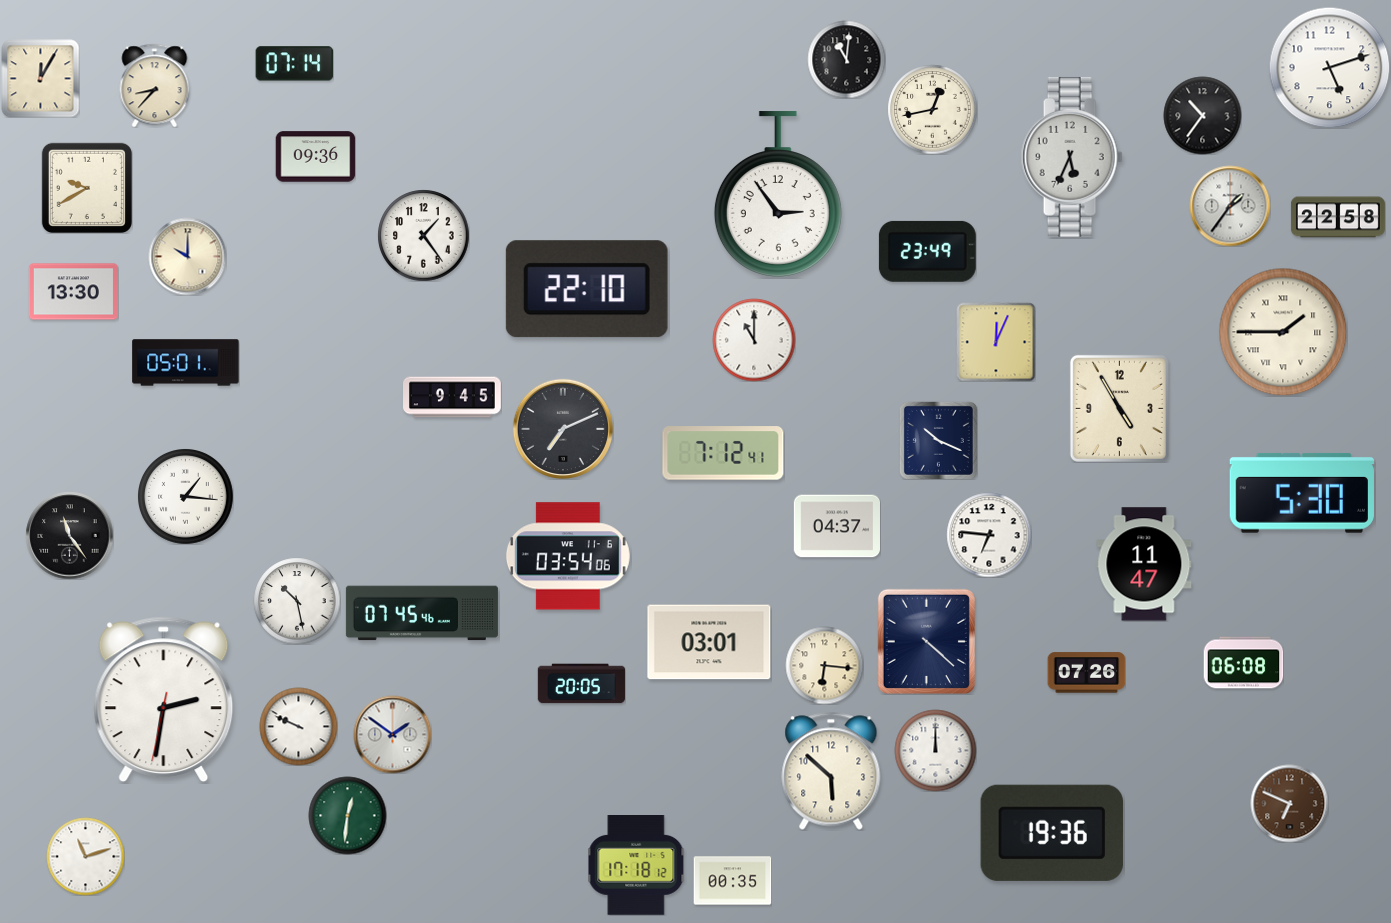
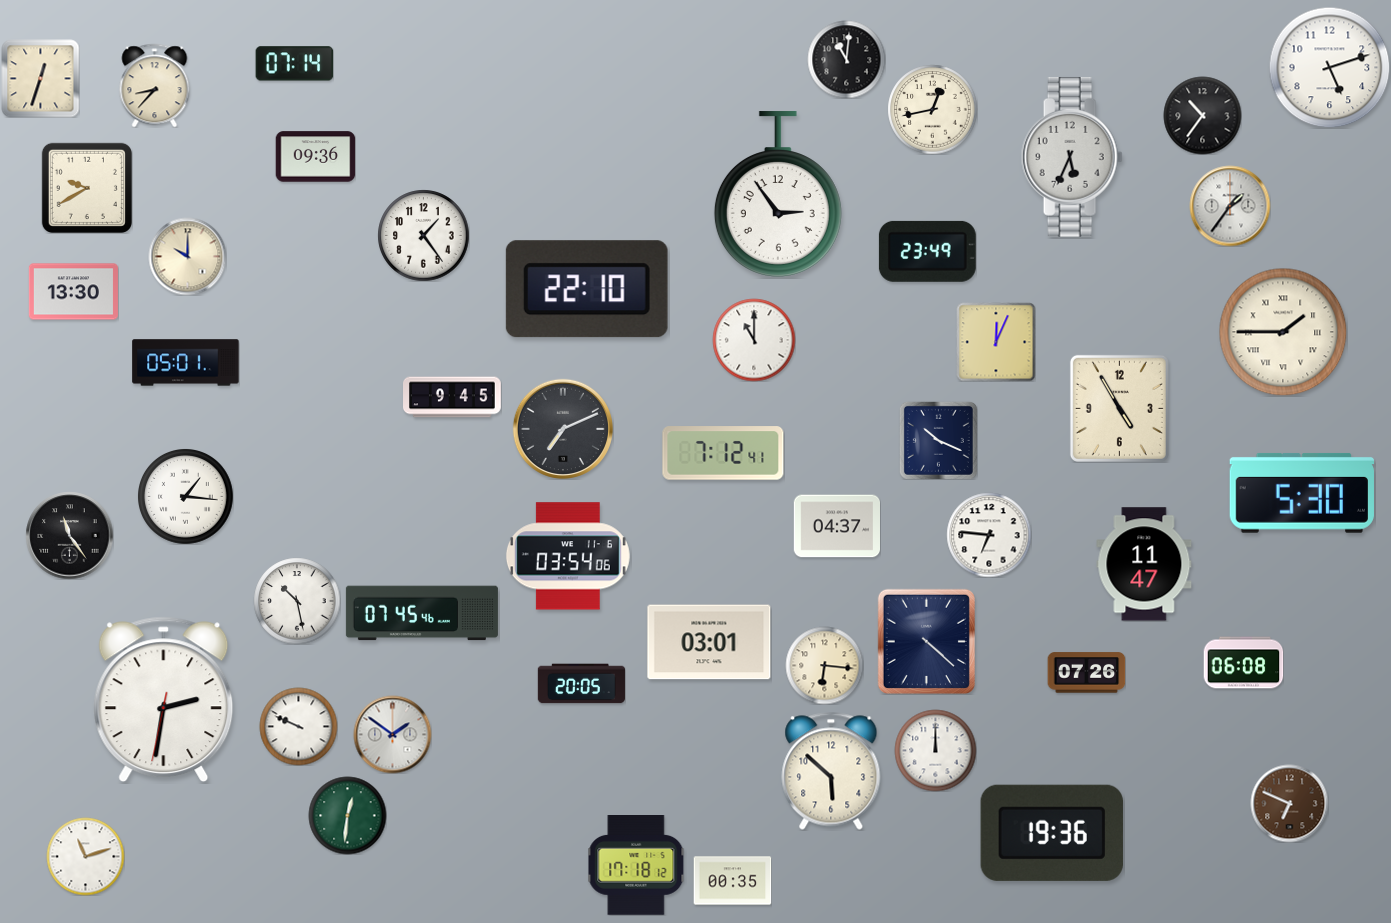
clock at (40, 78): 12:05 -> 12:33
clock at (1338, 217): 22:58 -> none
